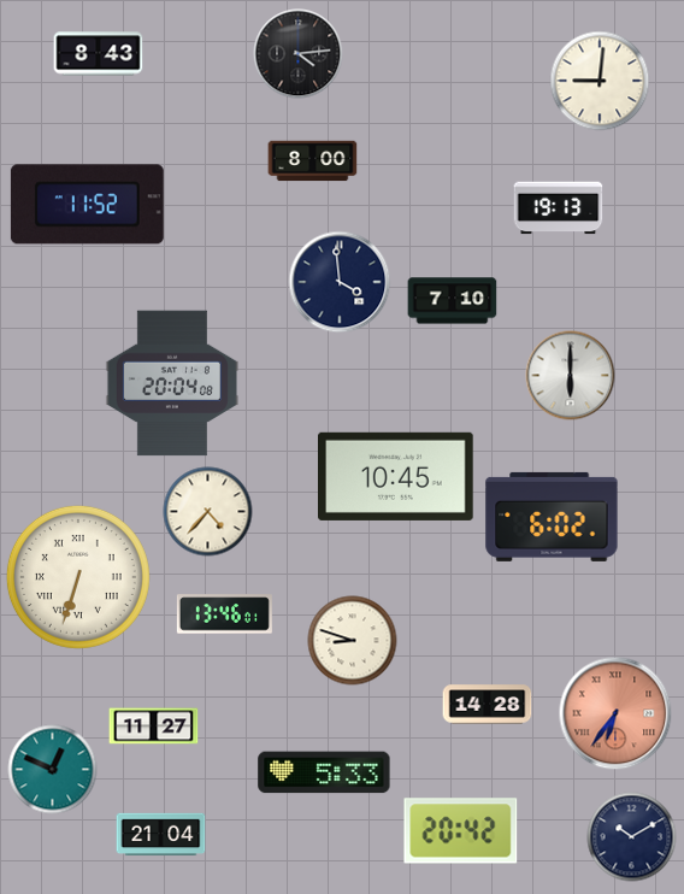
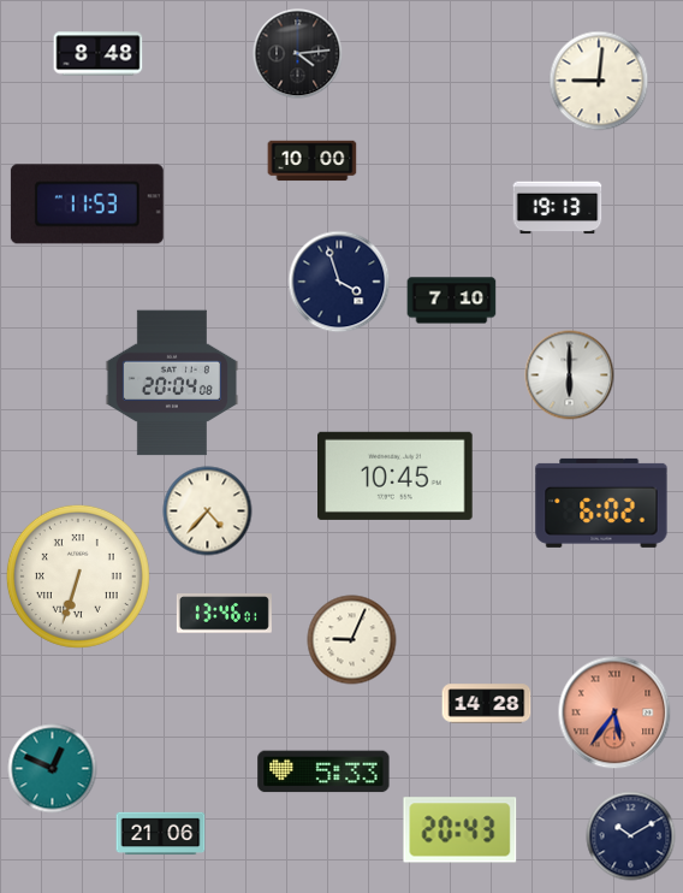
clock at (99, 54): 8:43 -> 8:48
clock at (313, 161): 8:00 -> 10:00
clock at (87, 205): 11:52 -> 11:53
clock at (340, 282): 3:59 -> 3:57
clock at (552, 517) position: (552, 517) -> (601, 503)
clock at (353, 641): 8:48 -> 9:04
clock at (615, 713): 6:36 -> 5:36
clock at (154, 727): 11:27 -> none
clock at (461, 831): 20:42 -> 20:43
clock at (161, 835): 21:04 -> 21:06
